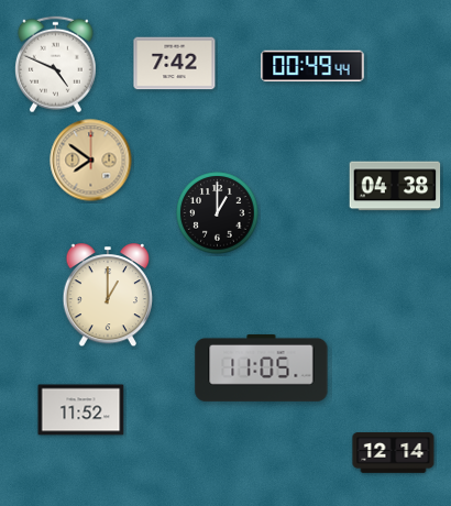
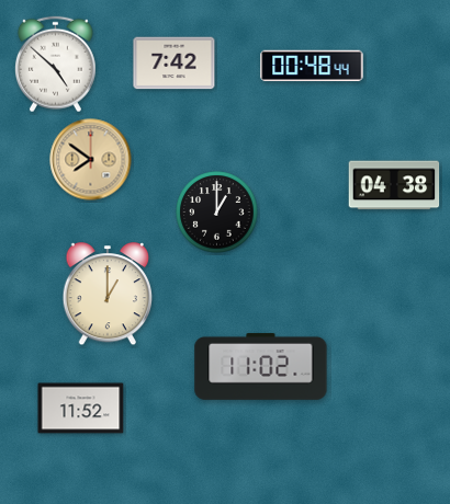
clock at (55, 65): 4:49 -> 4:52
clock at (312, 66): 00:49 -> 00:48
clock at (262, 367): 11:05 -> 11:02
clock at (394, 453): 12:14 -> none
